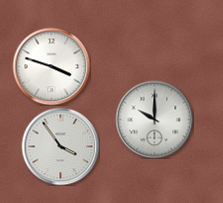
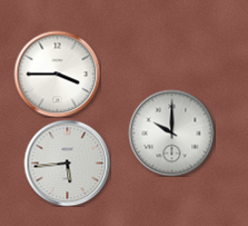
clock at (51, 66): 3:48 -> 3:45
clock at (60, 146): 3:54 -> 5:44
